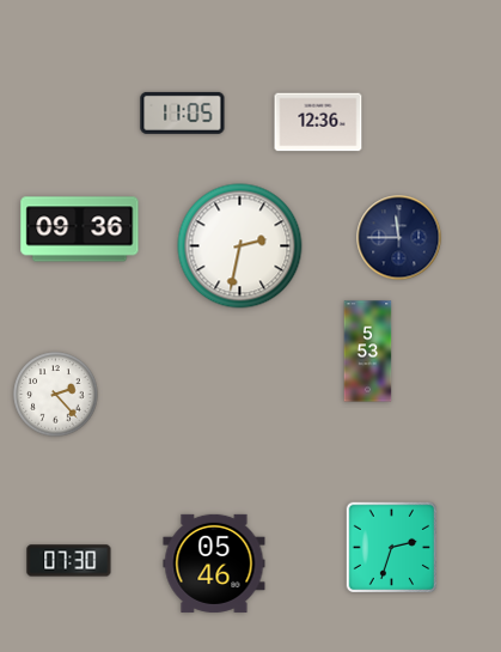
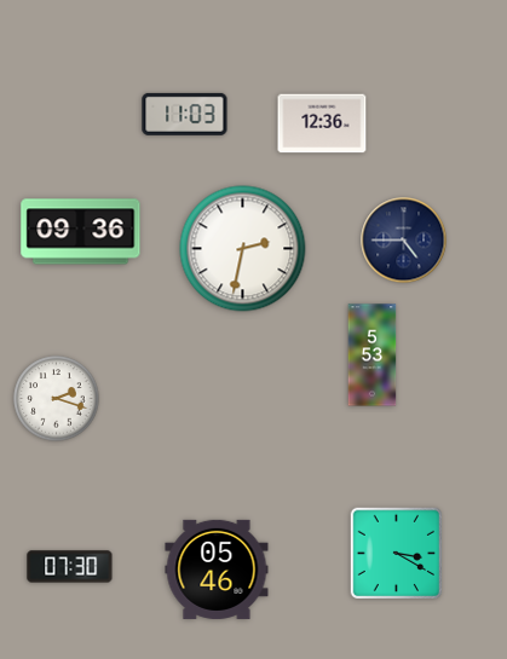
clock at (183, 112): 11:05 -> 11:03
clock at (399, 238): 11:45 -> 4:45
clock at (56, 395): 2:23 -> 2:18
clock at (391, 547): 2:33 -> 3:20
